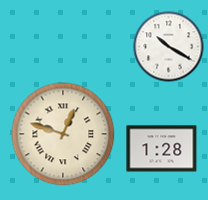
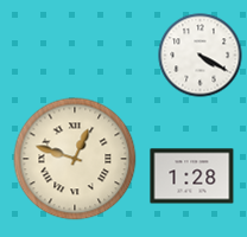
clock at (169, 47): 10:20 -> 4:20
